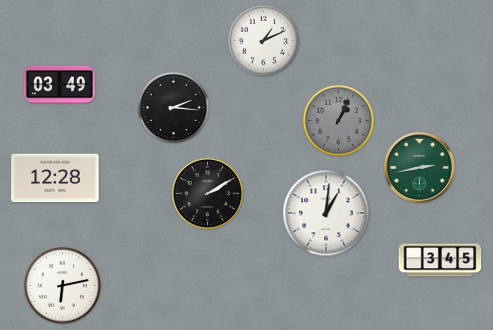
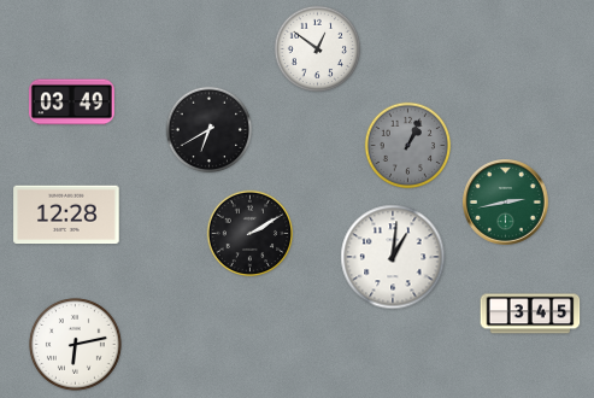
clock at (264, 41): 1:11 -> 12:51
clock at (174, 108): 2:16 -> 6:40
